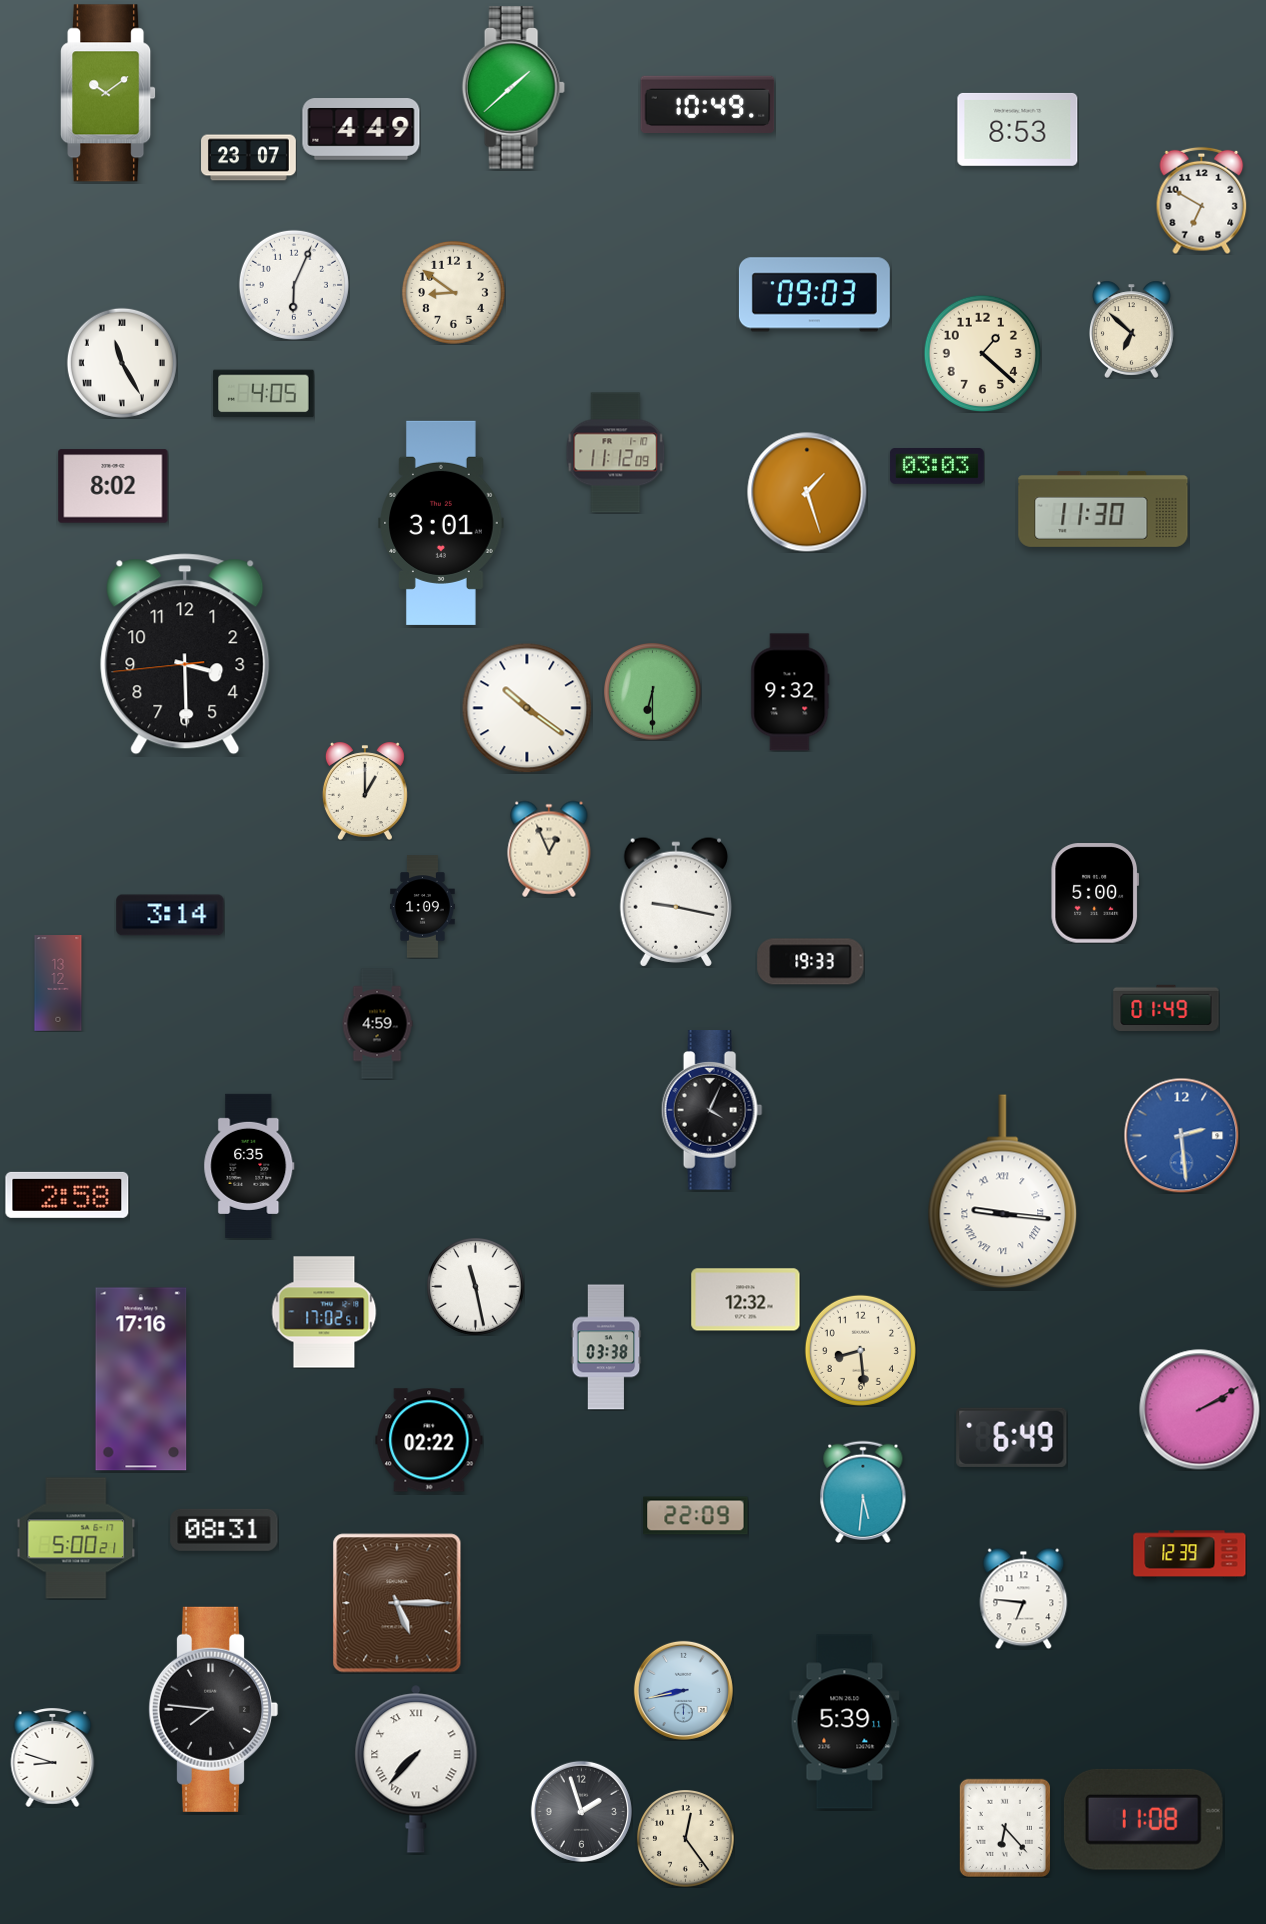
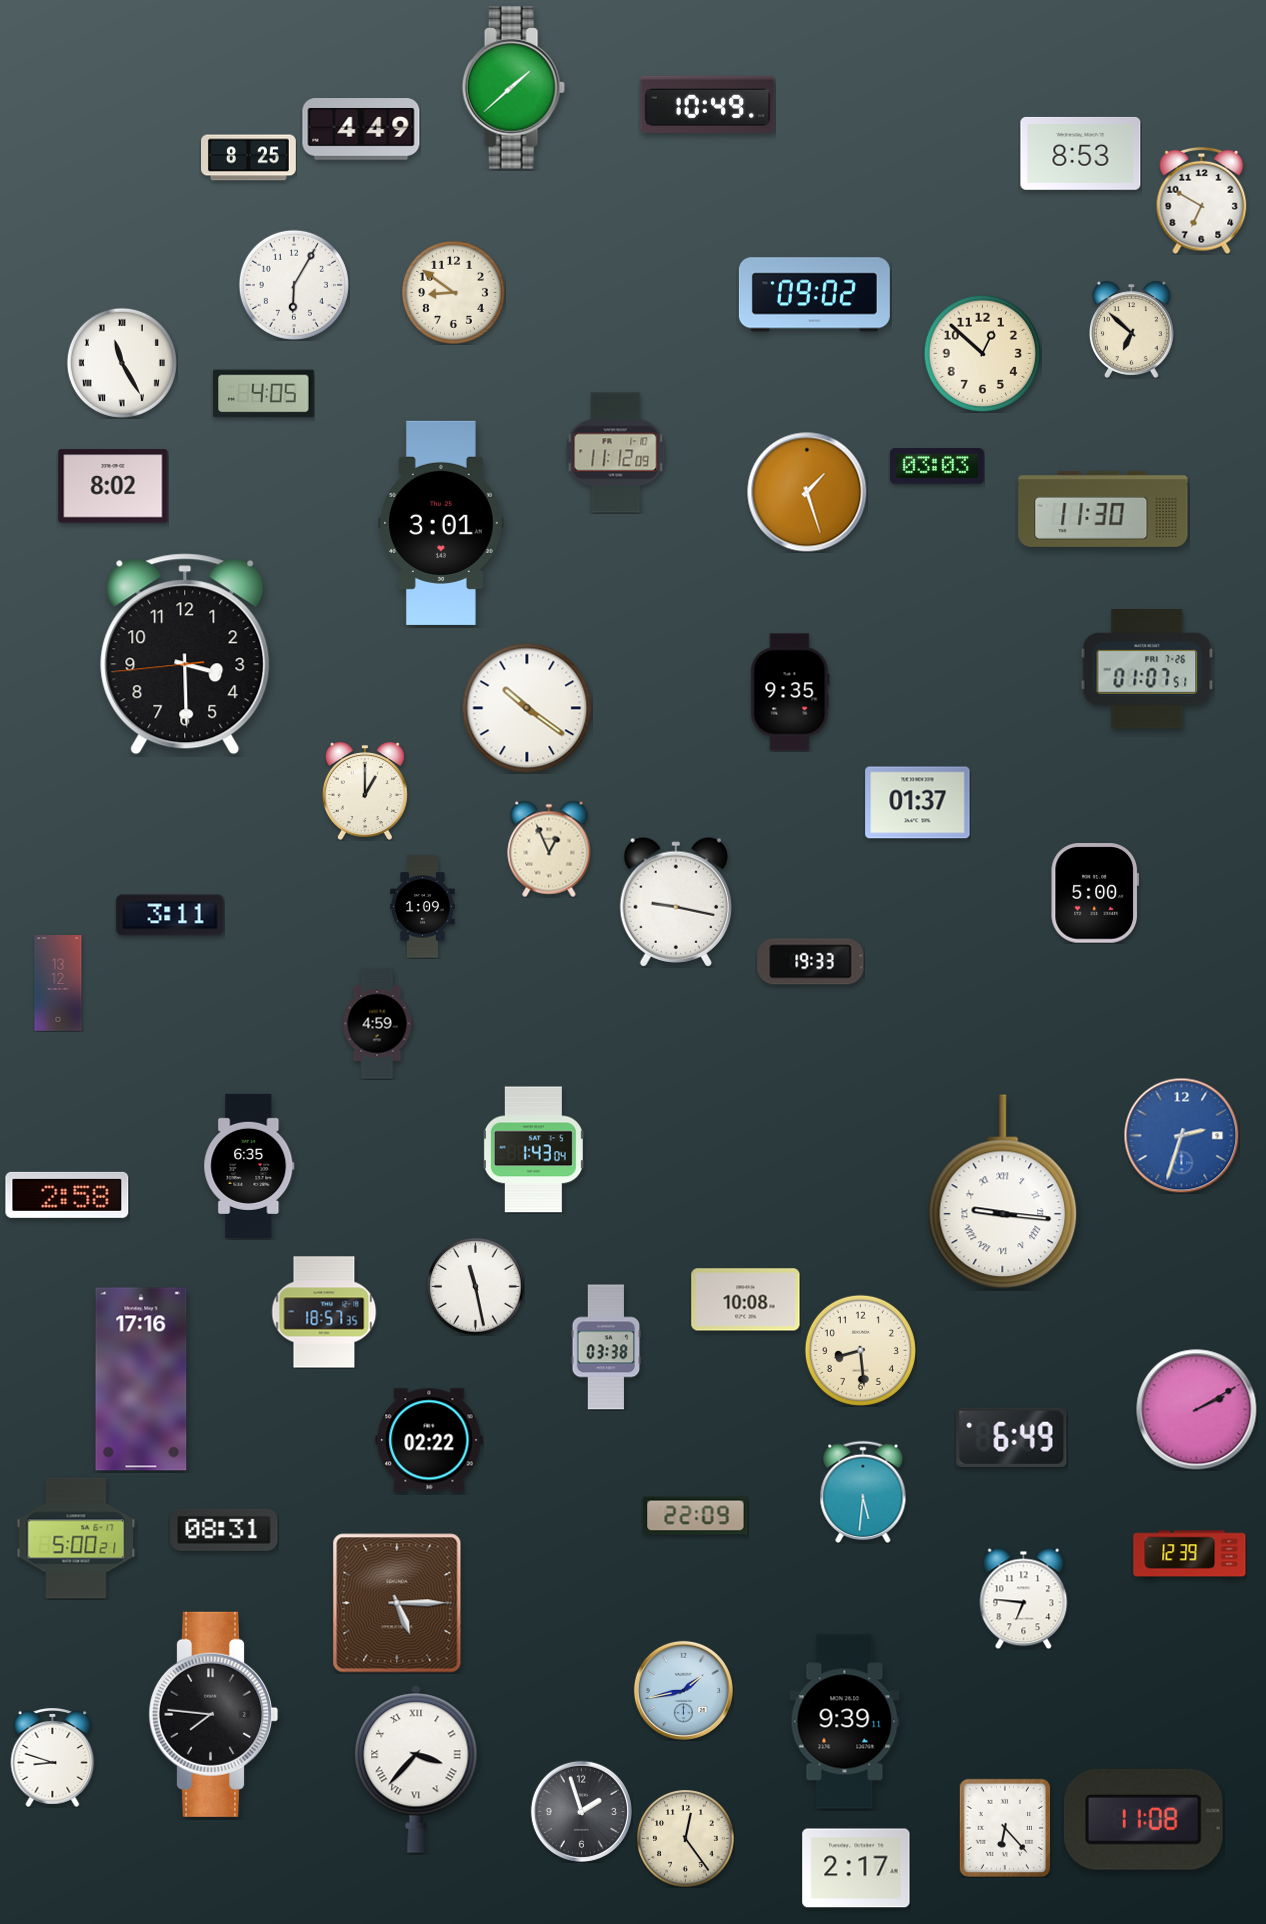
clock at (108, 93): 10:09 -> none
clock at (1018, 129) position: (1018, 129) -> (1081, 153)
clock at (249, 158): 23:07 -> 8:25
clock at (294, 285): 6:04 -> 6:05
clock at (814, 295): 09:03 -> 09:02
clock at (982, 353): 1:22 -> 12:52
clock at (1147, 669): none -> 01:07
clock at (653, 692): 6:30 -> none
clock at (790, 692): 9:32 -> 9:35
clock at (918, 803): none -> 01:37
clock at (170, 915): 3:14 -> 3:11
clock at (1166, 1008): 01:49 -> none
clock at (712, 1110): 4:04 -> none
clock at (1181, 1135): 2:29 -> 2:33
clock at (533, 1150): none -> 1:43
clock at (746, 1300): 12:32 -> 10:08
clock at (324, 1312): 17:02 -> 18:57
clock at (1200, 1410) position: (1200, 1410) -> (1197, 1410)
clock at (683, 1690): 8:43 -> 1:43
clock at (213, 1709) position: (213, 1709) -> (213, 1714)
clock at (845, 1722): 5:39 -> 9:39
clock at (416, 1769): 7:37 -> 3:37
clock at (856, 1868): none -> 2:17
